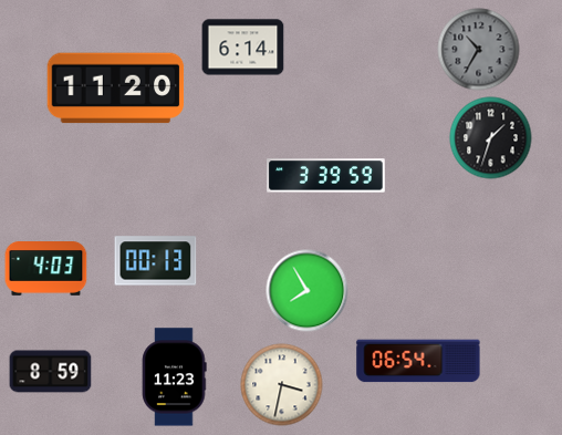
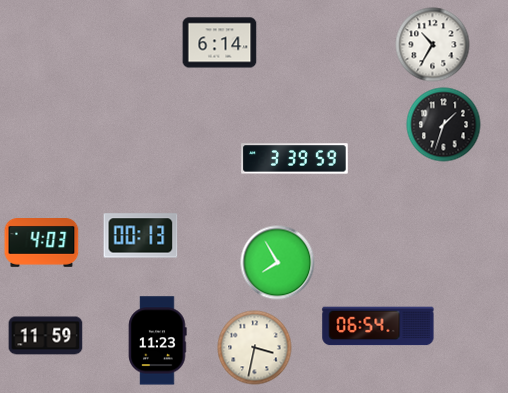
clock at (479, 50) dial: grey -> white
clock at (116, 89): 11:20 -> none
clock at (51, 372): 8:59 -> 11:59
